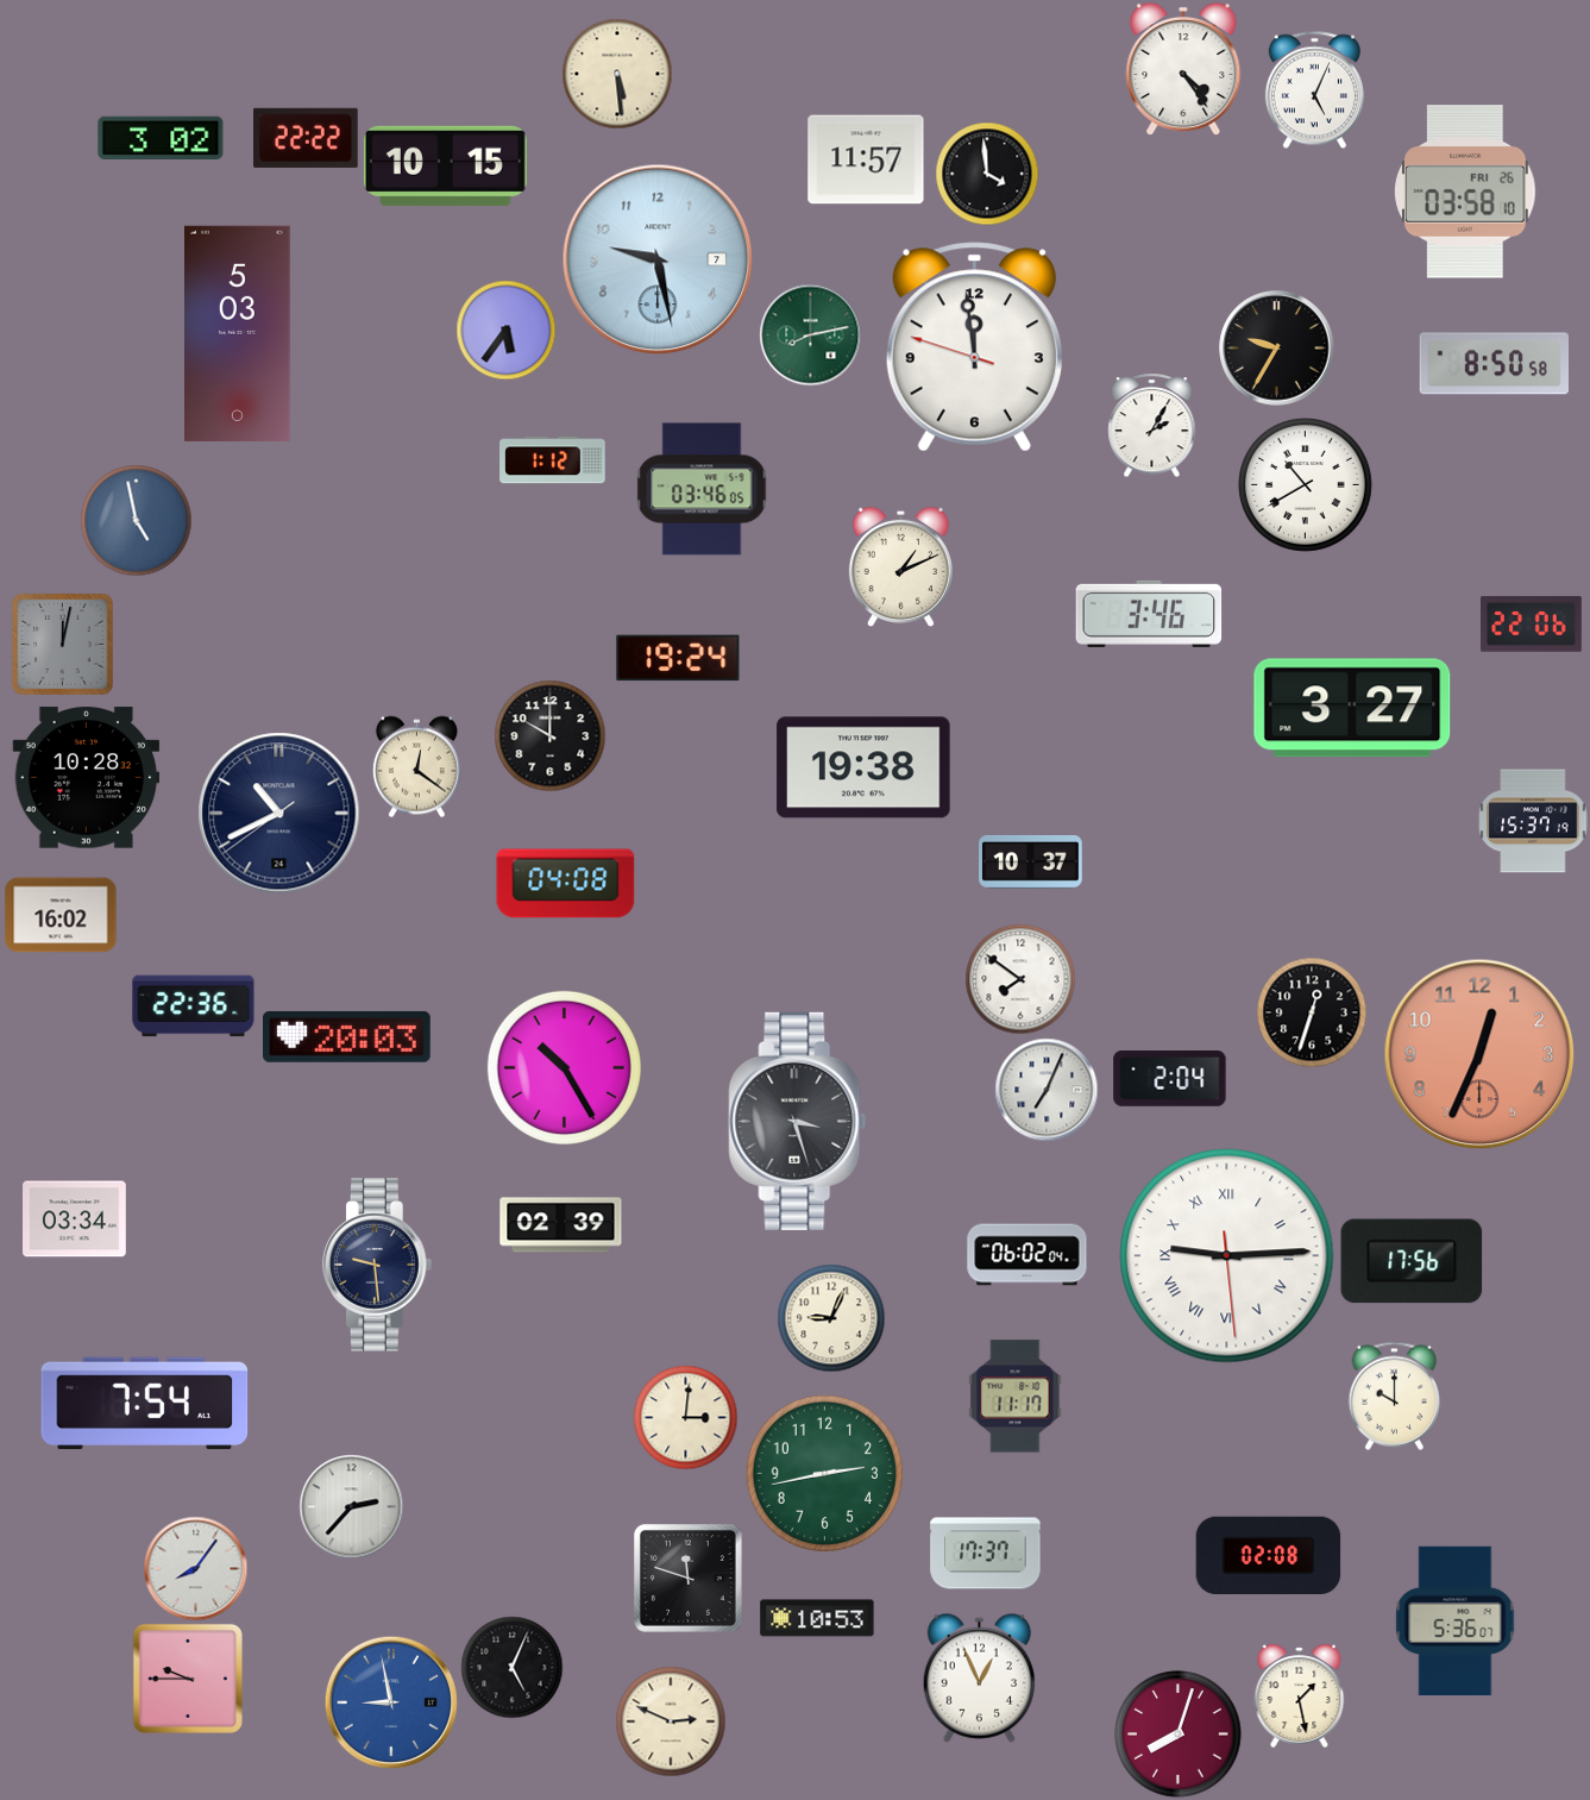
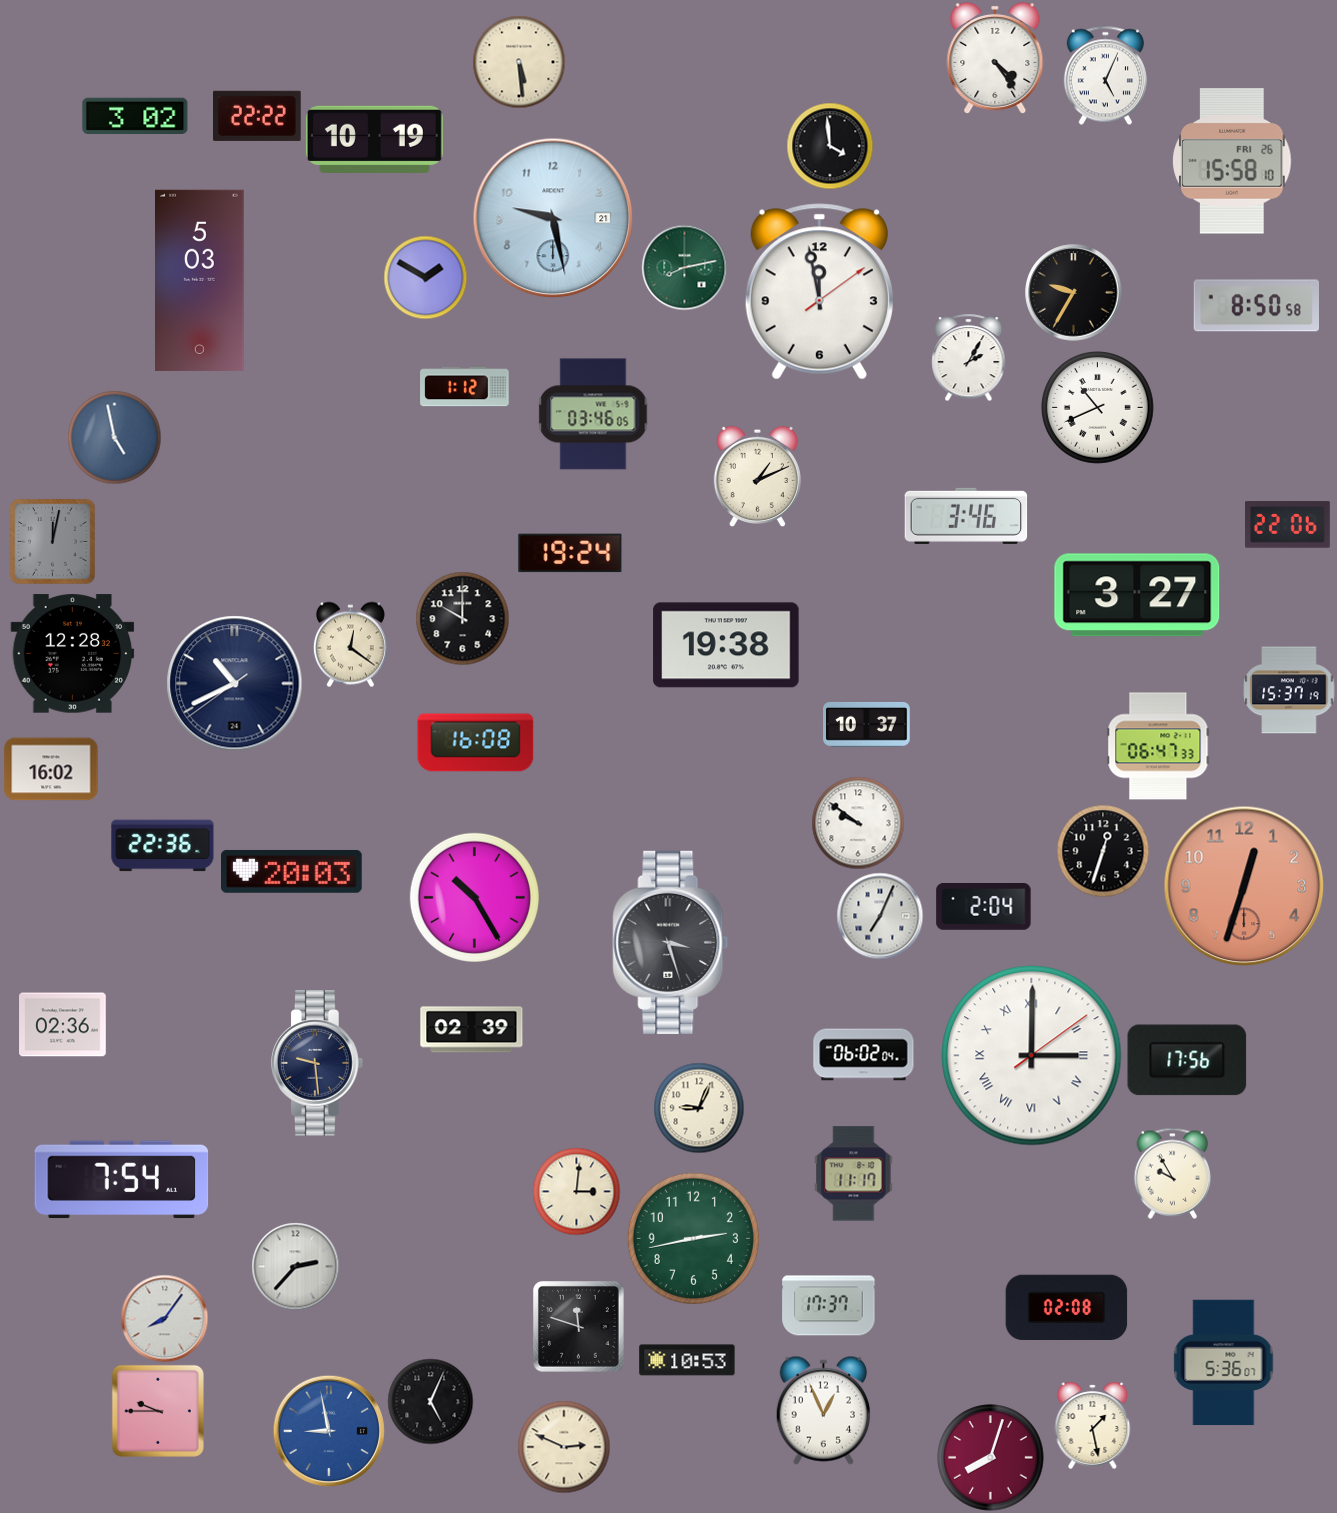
clock at (866, 159): 11:57 -> none
clock at (445, 165): 10:15 -> 10:19
clock at (1466, 192): 03:58 -> 15:58
clock at (658, 259) date: 7 -> 21
clock at (505, 330): 5:36 -> 1:50
clock at (810, 334) position: (810, 334) -> (684, 267)
clock at (974, 347): 11:58:48 -> 11:58:09
clock at (1306, 485): 10:40 -> 10:41
clock at (702, 489) position: (702, 489) -> (593, 414)
clock at (87, 778): 10:28 -> 12:28
clock at (566, 884): 04:08 -> 16:08
clock at (1158, 746): none -> 06:47
clock at (1020, 979): 7:51 -> 9:51
clock at (1479, 1054): 12:34 -> 12:33
clock at (75, 1219): 03:34 -> 02:36
clock at (1227, 1256): 9:14 -> 3:00
clock at (1395, 1396): 10:00 -> 9:55
